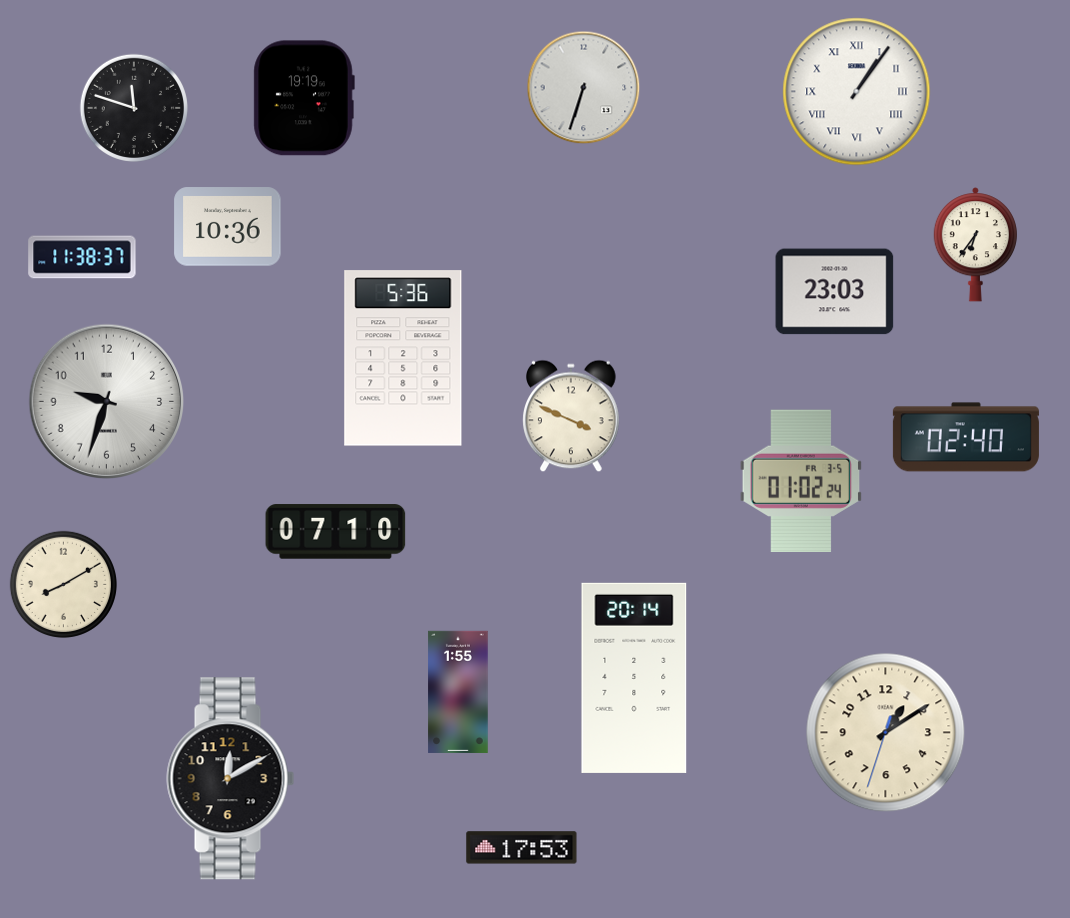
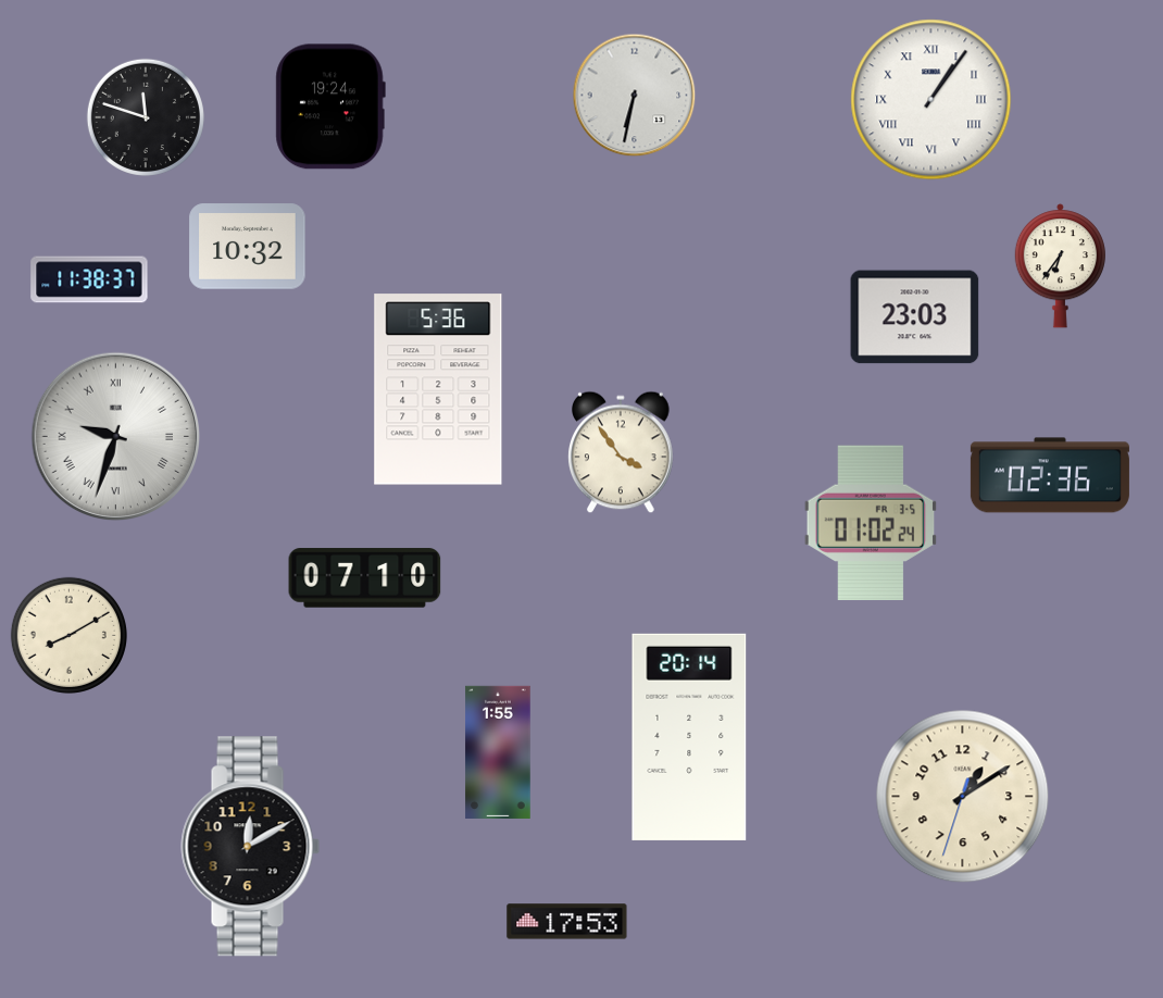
clock at (584, 88): 6:33 -> 6:32
clock at (304, 98): 19:19 -> 19:24
clock at (228, 227): 10:36 -> 10:32
clock at (835, 292) position: (835, 292) -> (915, 317)
clock at (107, 402) numerals: Arabic -> Roman
clock at (572, 416): 3:49 -> 3:54
clock at (966, 437): 02:40 -> 02:36
